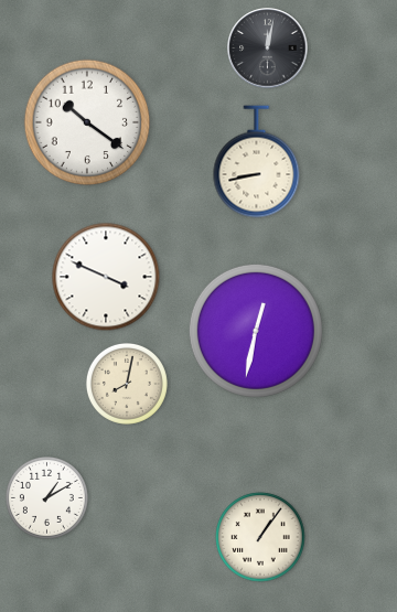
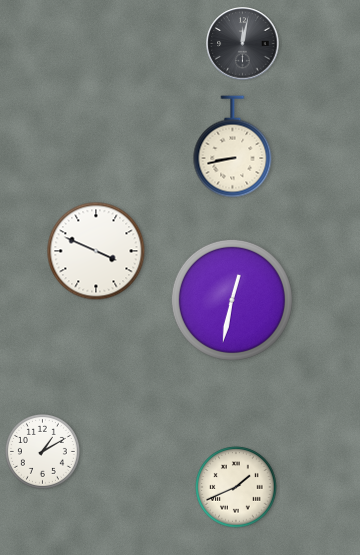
clock at (87, 122): 10:21 -> none
clock at (127, 384): 8:02 -> none
clock at (260, 537): 1:06 -> 1:41
